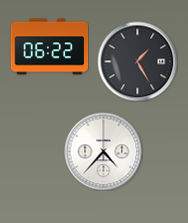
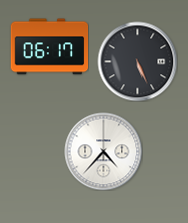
clock at (49, 47): 06:22 -> 06:17
clock at (137, 61): 1:25 -> 5:26
